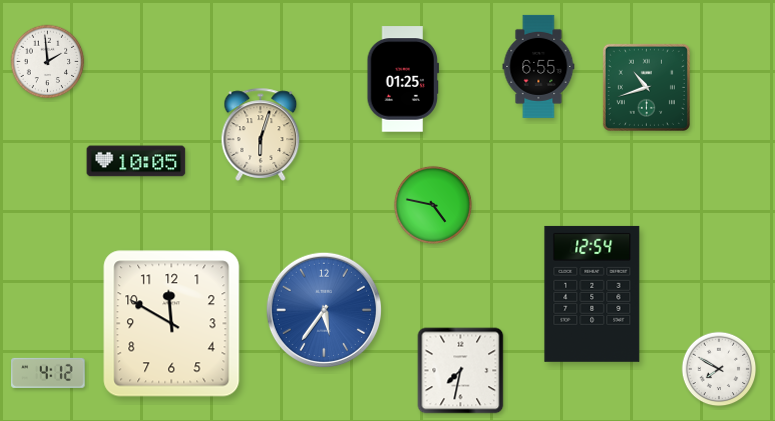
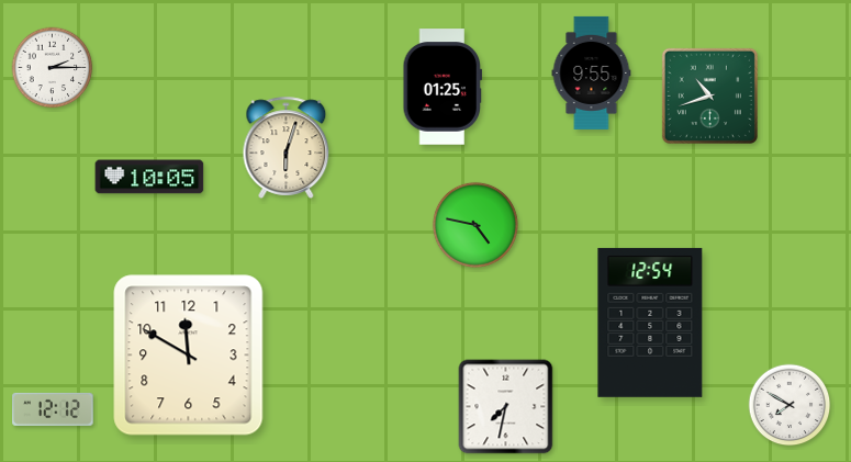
clock at (48, 62): 1:59 -> 2:15
clock at (539, 66): 6:55 -> 9:55
clock at (323, 309): 5:36 -> none
clock at (48, 373): 4:12 -> 12:12
